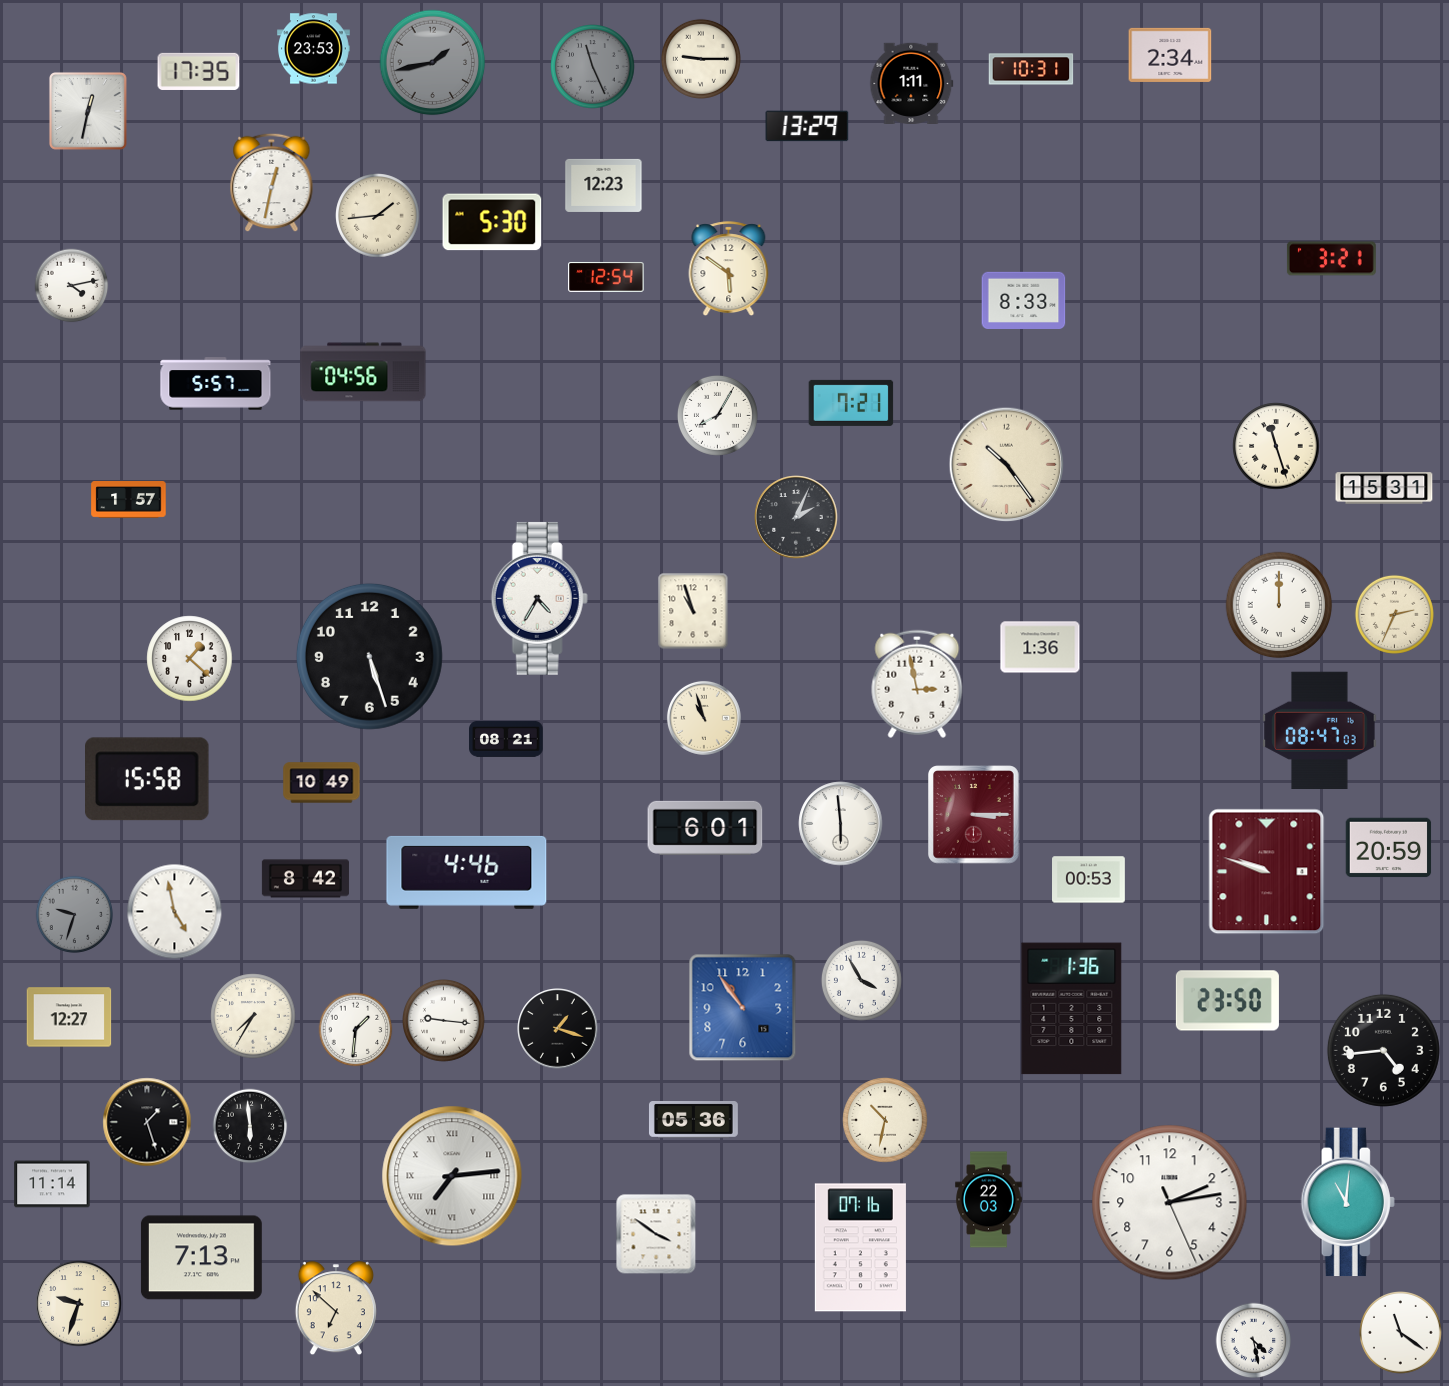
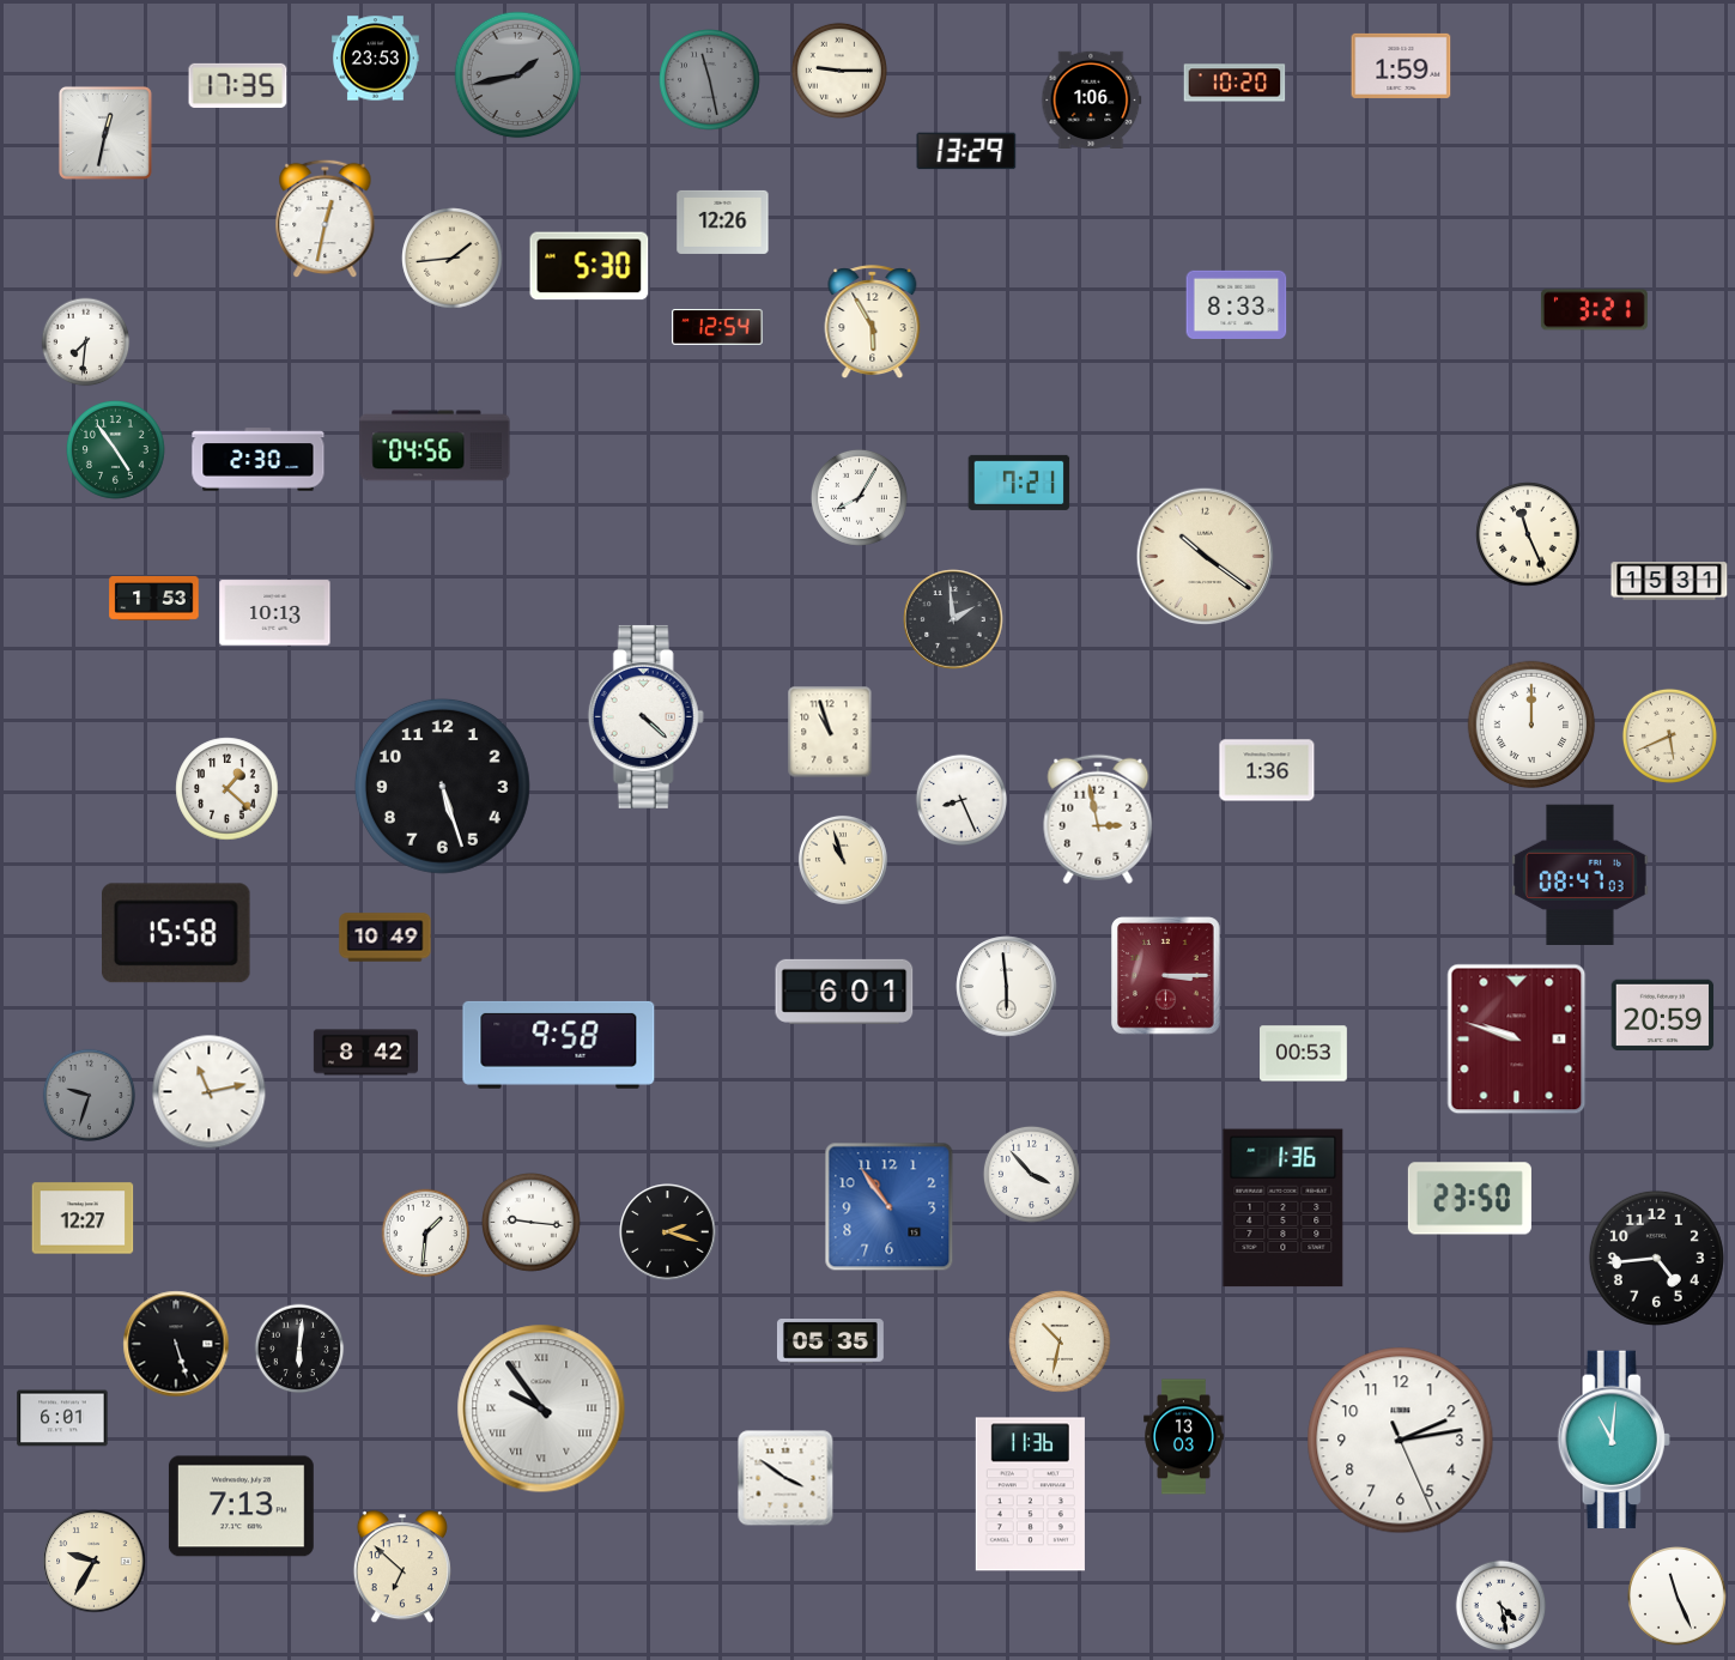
clock at (1170, 55): 2:34 -> 1:59
clock at (593, 67): 11:26 -> 11:28
clock at (1031, 69): 10:31 -> 10:20
clock at (912, 83): 1:11 -> 1:06
clock at (604, 185): 12:23 -> 12:26
clock at (729, 269): 5:51 -> 5:55
clock at (606, 277) position: (606, 277) -> (717, 327)
clock at (72, 286): 4:13 -> 7:31
clock at (1024, 300) position: (1024, 300) -> (1237, 304)
clock at (116, 450): none -> 4:54
clock at (216, 384): 5:57 -> 2:30
clock at (1276, 446): 11:27 -> 11:26
clock at (1007, 465): 10:24 -> 10:21
clock at (1384, 488) position: (1384, 488) -> (1669, 581)
clock at (129, 500): 1:57 -> 1:53
clock at (275, 613): none -> 10:13
clock at (796, 517): 2:04 -> 1:59
clock at (539, 598): 4:35 -> 4:22
clock at (1394, 614): 2:34 -> 5:41
clock at (1040, 647) position: (1040, 647) -> (1267, 770)
clock at (961, 800): none -> 8:26
clock at (506, 739): 08:21 -> none
clock at (467, 872): 4:46 -> 9:58
clock at (1267, 872) position: (1267, 872) -> (1517, 1040)
clock at (175, 912): 4:58 -> 11:13
clock at (861, 980): 3:55 -> 3:53
clock at (253, 1016): 7:35 -> none
clock at (558, 1029): 1:18 -> 2:18
clock at (693, 1120): 05:36 -> 05:35
clock at (147, 1122): 1:27 -> 5:27
clock at (250, 1126): 5:59 -> 6:01
clock at (452, 1176): 7:14 -> 9:54
clock at (52, 1184): 11:14 -> 6:01
clock at (989, 1200): 22:03 -> 13:03
clock at (860, 1248): 07:16 -> 11:36
clock at (79, 1304): 9:33 -> 9:35
clock at (1401, 1333): 11:21 -> 11:26
